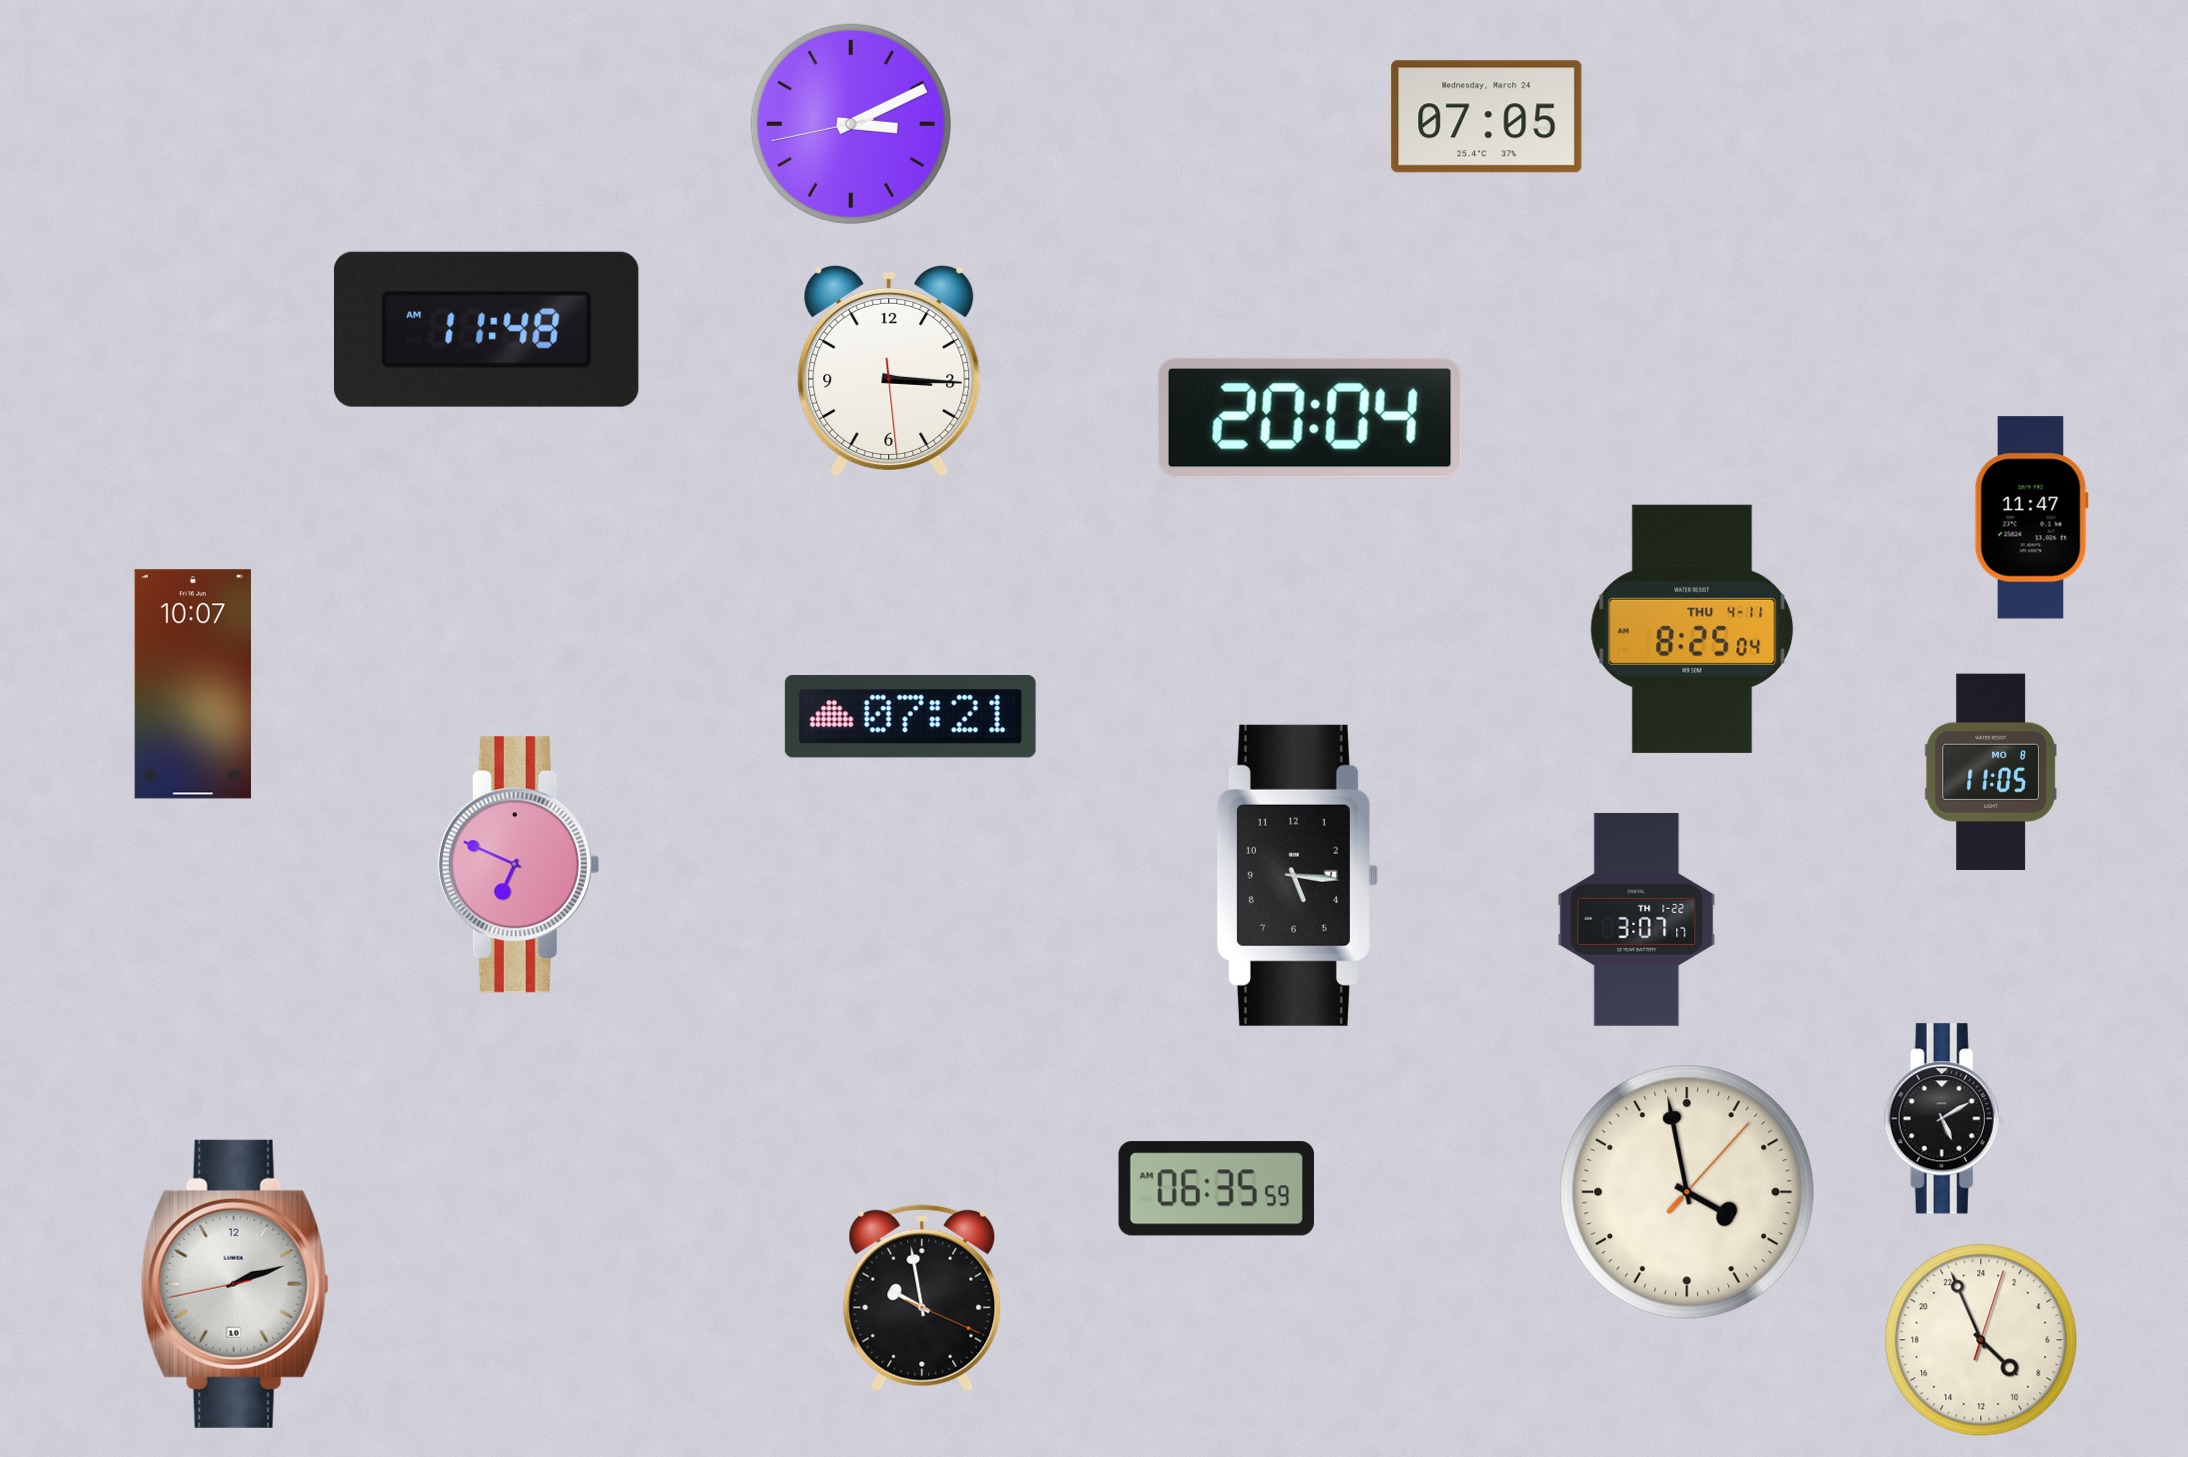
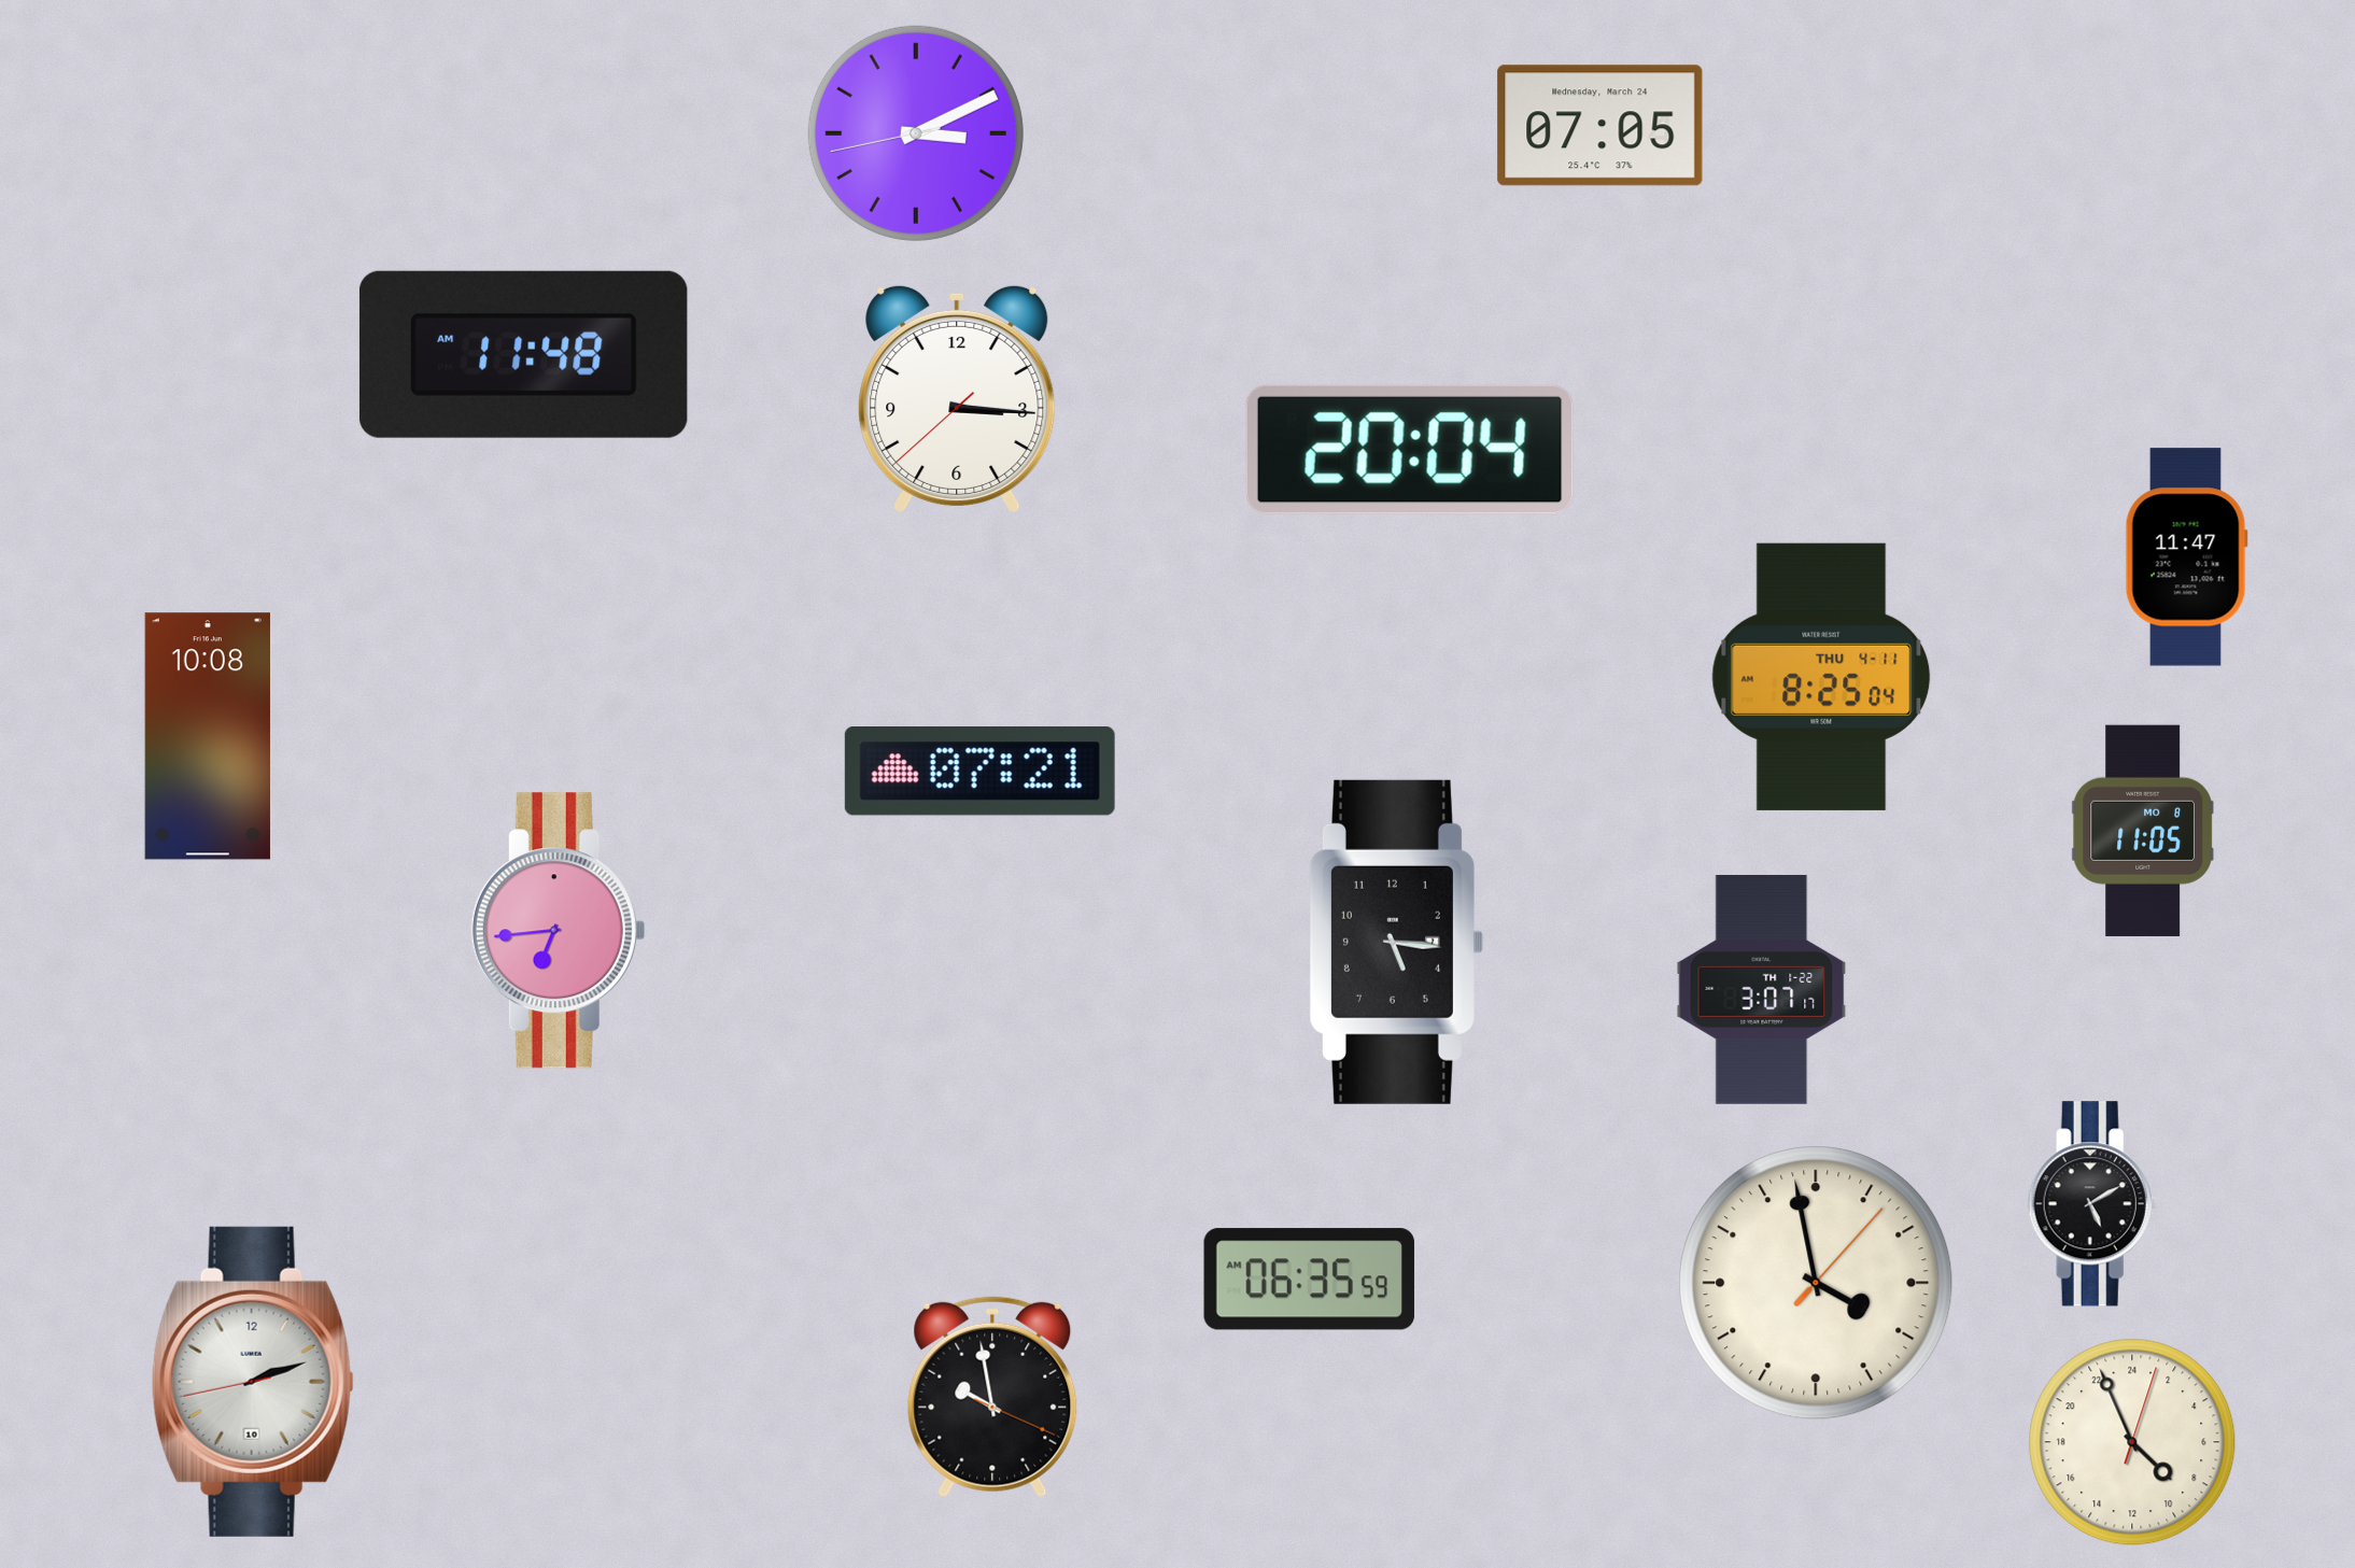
clock at (889, 370): 3:15:29 -> 3:15:38
clock at (193, 684): 10:07 -> 10:08
clock at (518, 865): 6:49 -> 6:44
